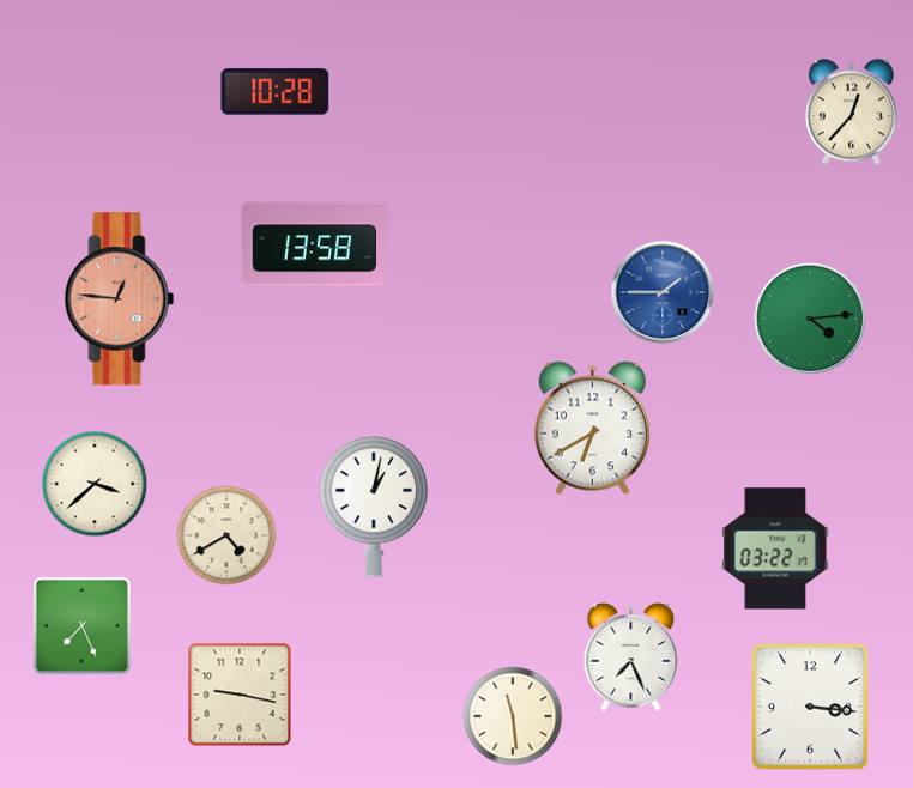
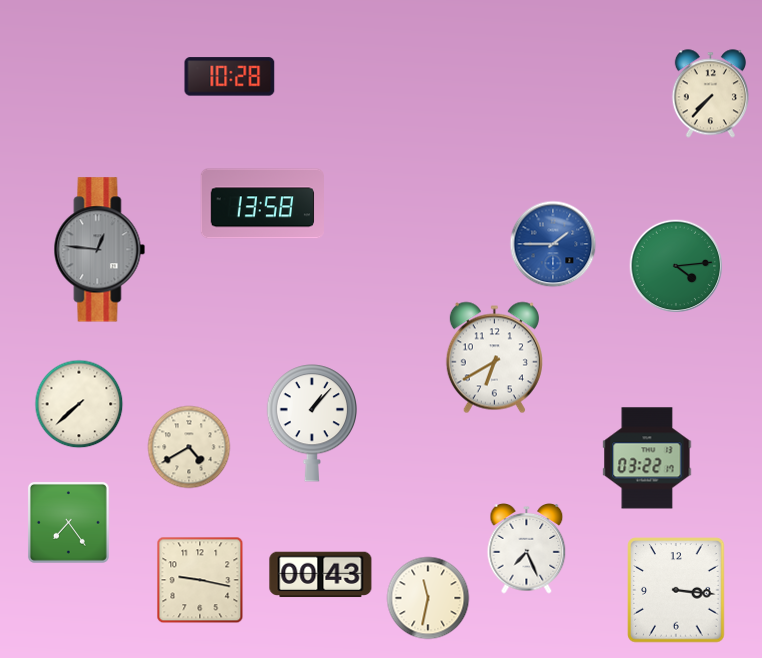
clock at (851, 113): 12:37 -> 7:37
clock at (120, 299) dial: salmon -> grey
clock at (95, 484): 3:38 -> 7:38
clock at (373, 507): 1:02 -> 1:07
clock at (81, 625): 7:26 -> 7:24
clock at (321, 575): none -> 00:43
clock at (513, 716): 11:29 -> 11:32
